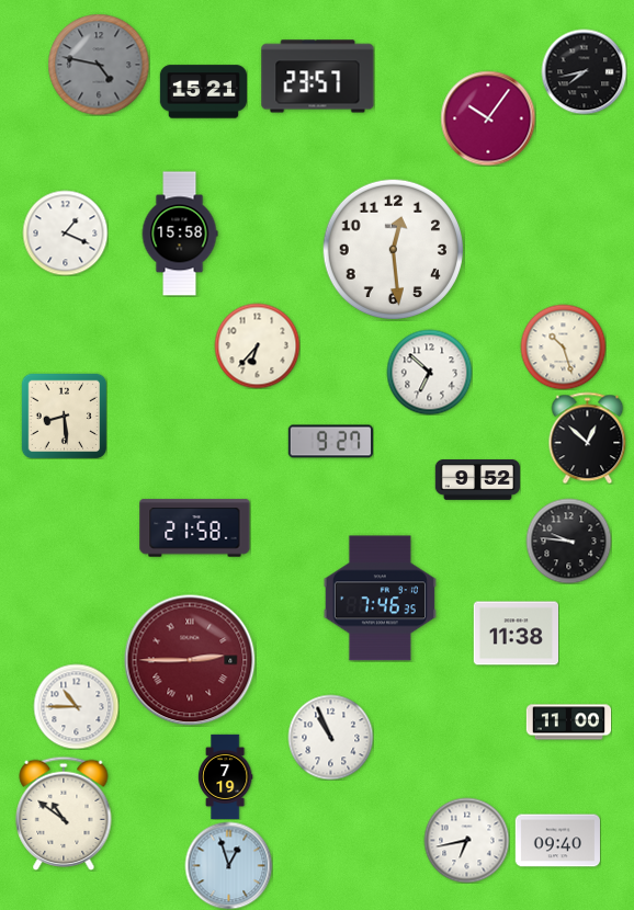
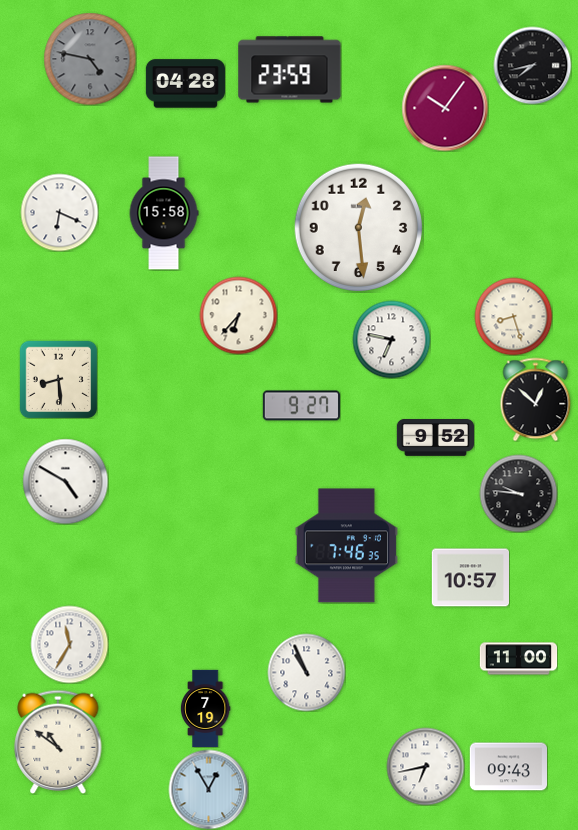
clock at (318, 77): 23:57 -> 23:59
clock at (203, 92): 15:21 -> 04:28
clock at (65, 232): 1:19 -> 6:19
clock at (257, 345) position: (257, 345) -> (238, 315)
clock at (563, 346): 10:27 -> 8:27
clock at (429, 372): 6:52 -> 6:47
clock at (330, 442) position: (330, 442) -> (301, 406)
clock at (65, 481): none -> 4:50
clock at (195, 528): 21:58 -> none
clock at (516, 634): 11:38 -> 10:57
clock at (190, 660): 2:45 -> none
clock at (76, 706): 10:45 -> 11:35
clock at (330, 737) position: (330, 737) -> (306, 672)
clock at (557, 841): 09:40 -> 09:43
clock at (228, 865): 12:57 -> 12:55
